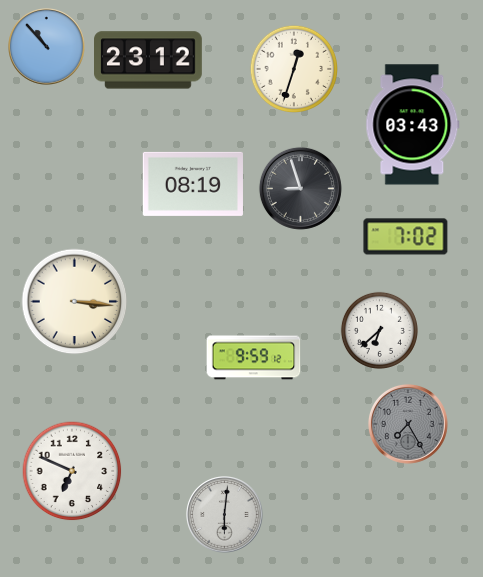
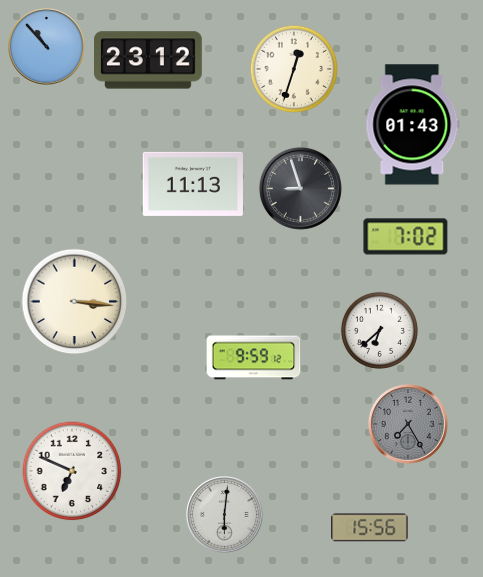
clock at (413, 125): 03:43 -> 01:43
clock at (193, 184): 08:19 -> 11:13
clock at (370, 528): none -> 15:56
